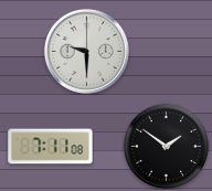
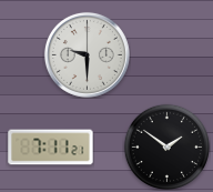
clock at (86, 51) position: (86, 51) -> (87, 54)
clock at (51, 147): 7:11:08 -> 7:11:21
